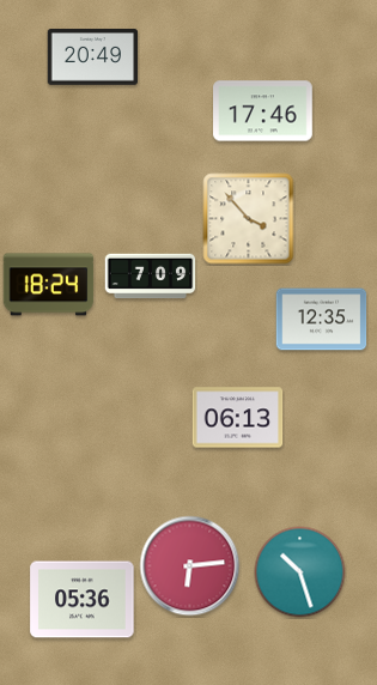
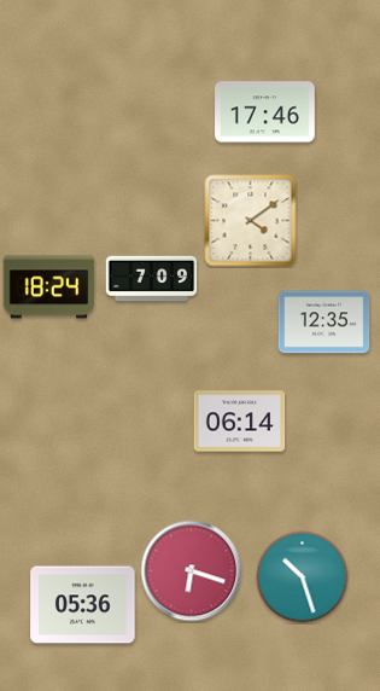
clock at (93, 57): 20:49 -> none
clock at (249, 219): 3:53 -> 4:09
clock at (238, 418): 06:13 -> 06:14
clock at (190, 566): 6:14 -> 6:18
